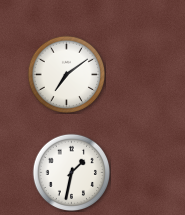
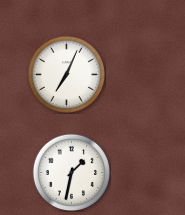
clock at (66, 74): 7:09 -> 7:04
